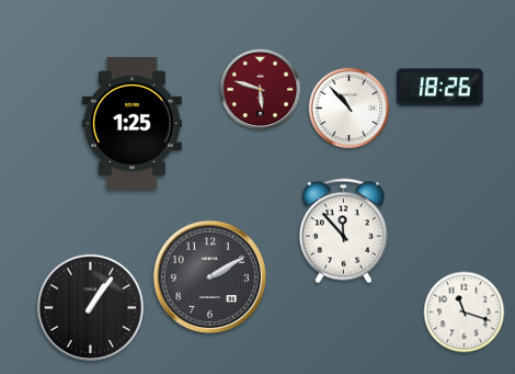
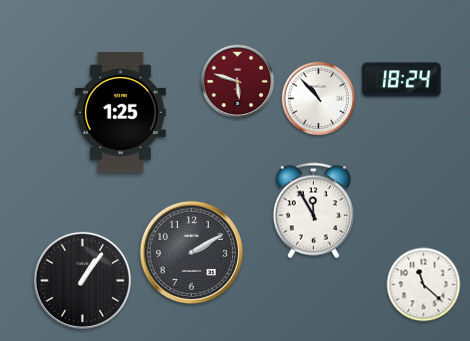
clock at (440, 88): 18:26 -> 18:24
clock at (343, 231): 11:53 -> 11:55
clock at (465, 313): 11:18 -> 11:22
